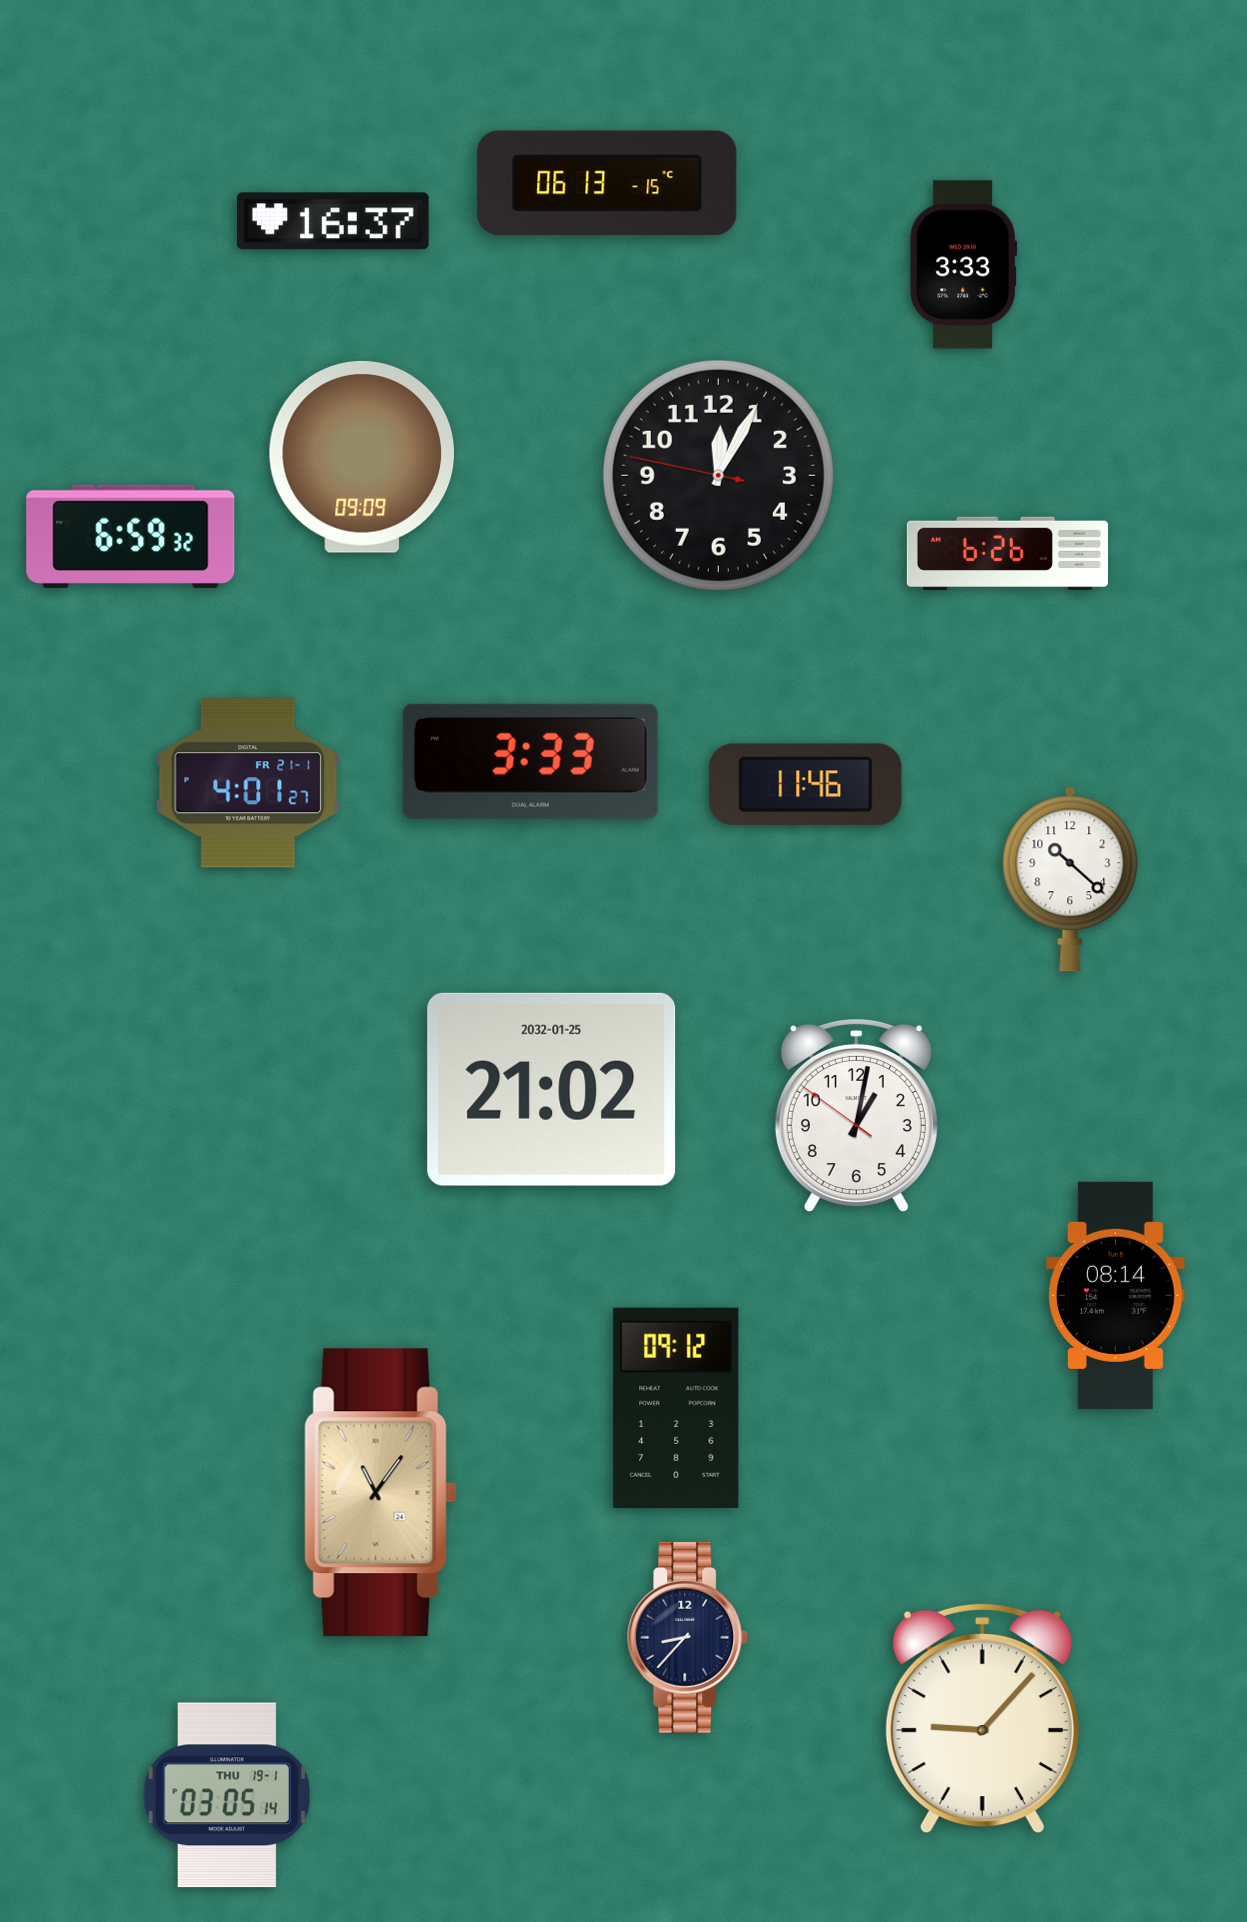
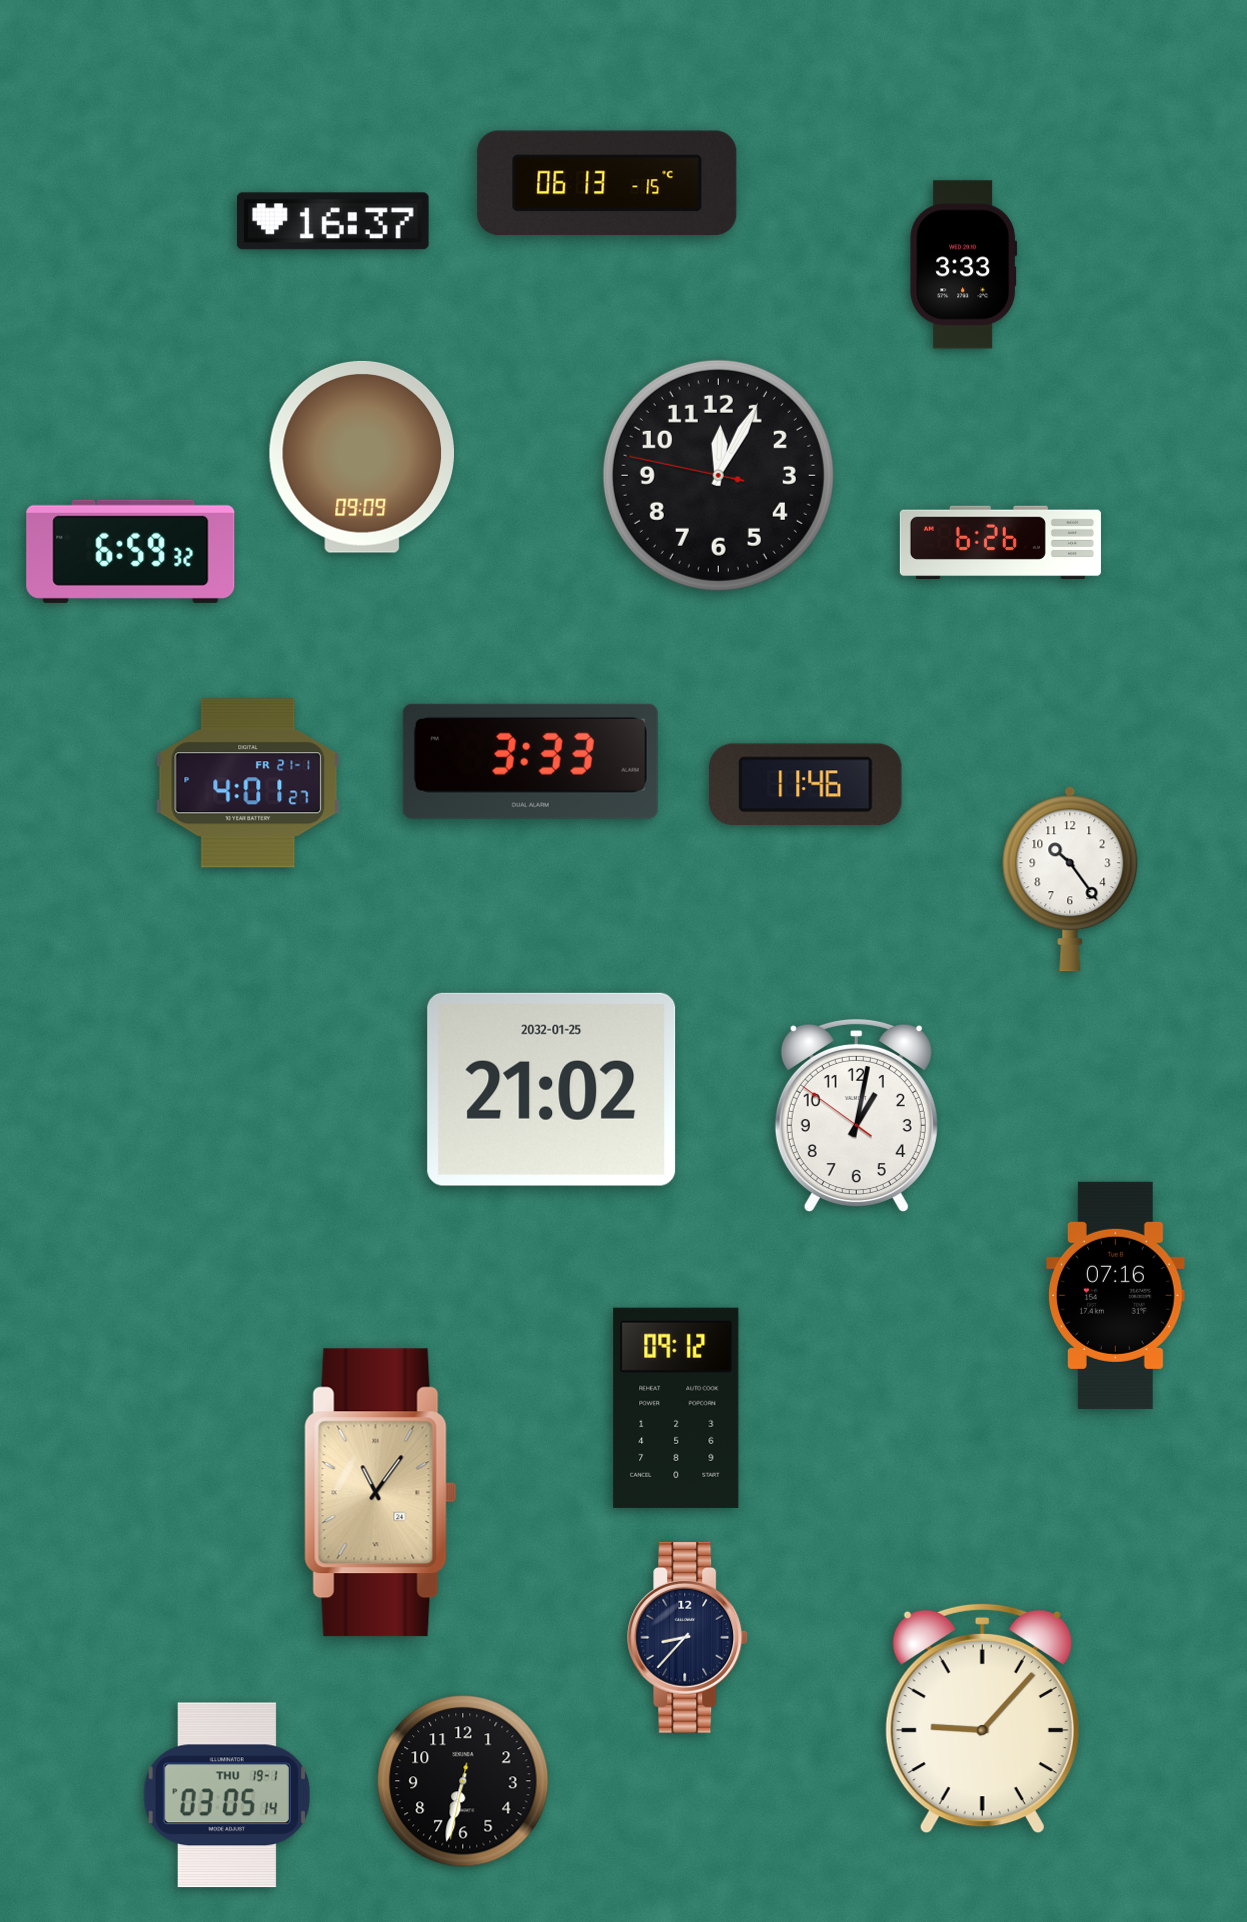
clock at (131, 536) position: (131, 536) -> (131, 551)
clock at (1007, 554) position: (1007, 554) -> (1000, 543)
clock at (1070, 879): 10:22 -> 10:24
clock at (1116, 1295): 08:14 -> 07:16
clock at (463, 1781): none -> 6:32
